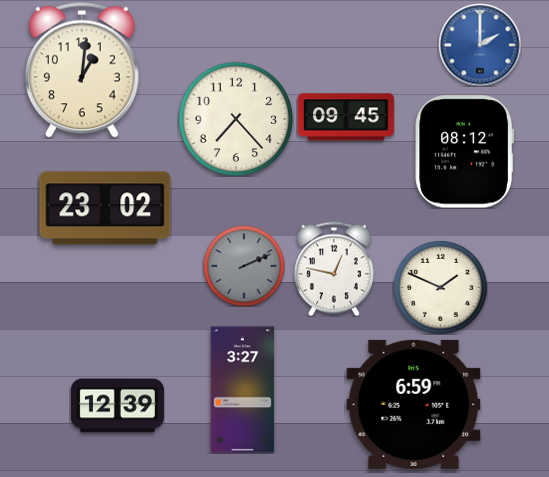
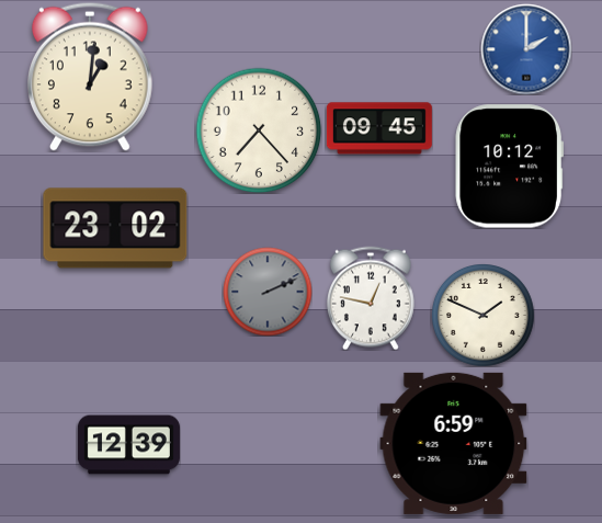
clock at (464, 152): 08:12 -> 10:12
clock at (334, 269) position: (334, 269) -> (371, 298)
clock at (243, 390): 3:27 -> none
